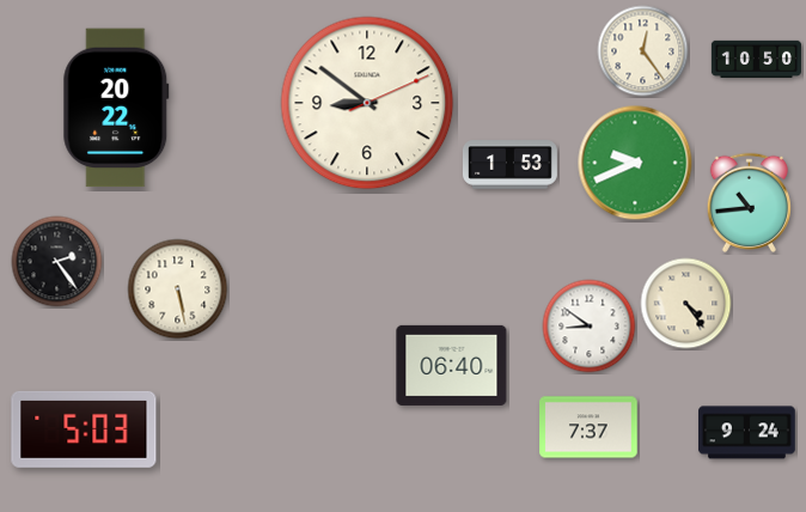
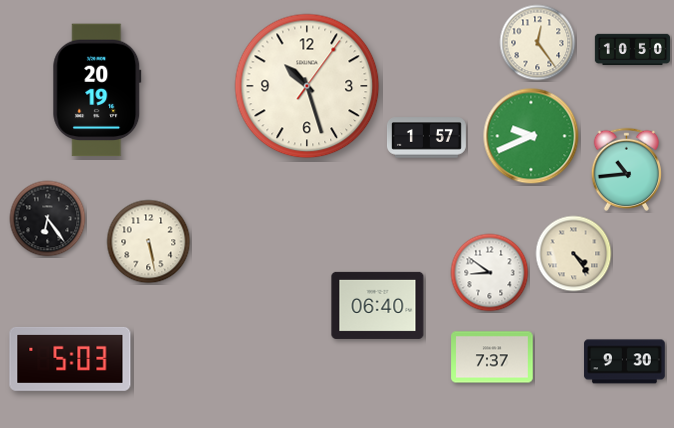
clock at (367, 103): 8:51 -> 10:27
clock at (116, 108): 20:22 -> 20:19
clock at (509, 165): 1:53 -> 1:57
clock at (57, 262): 2:24 -> 6:24
clock at (590, 327) position: (590, 327) -> (490, 273)
clock at (747, 433): 9:24 -> 9:30
